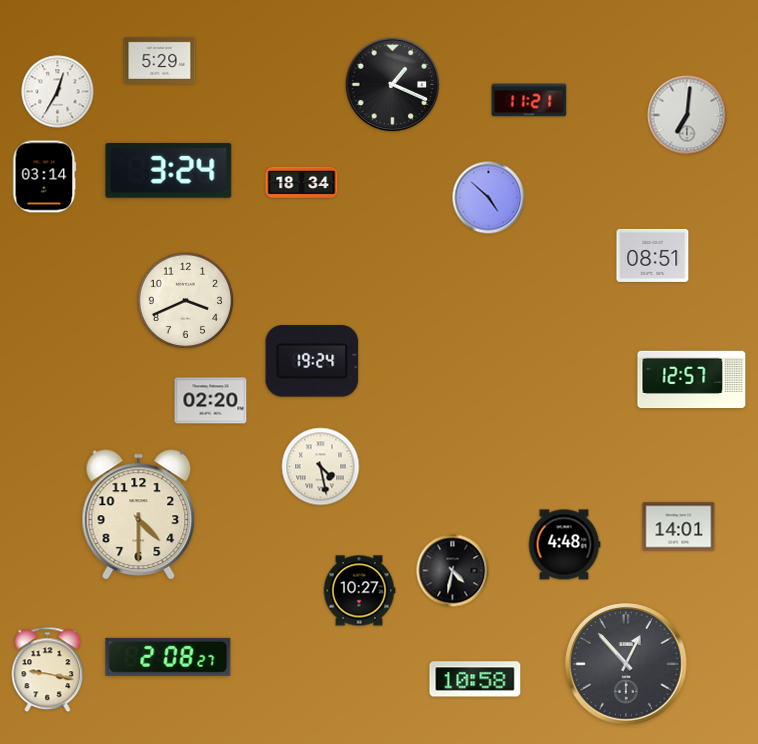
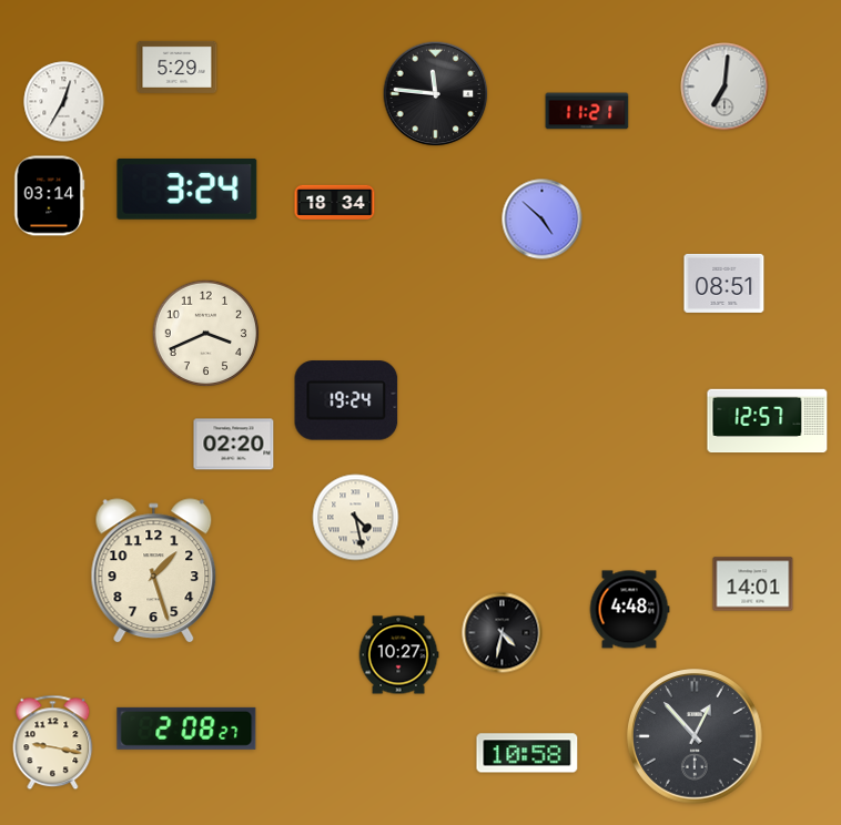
clock at (393, 85): 1:19 -> 11:46
clock at (687, 115) position: (687, 115) -> (725, 86)
clock at (139, 514): 4:30 -> 1:27
clock at (564, 545) position: (564, 545) -> (629, 610)
